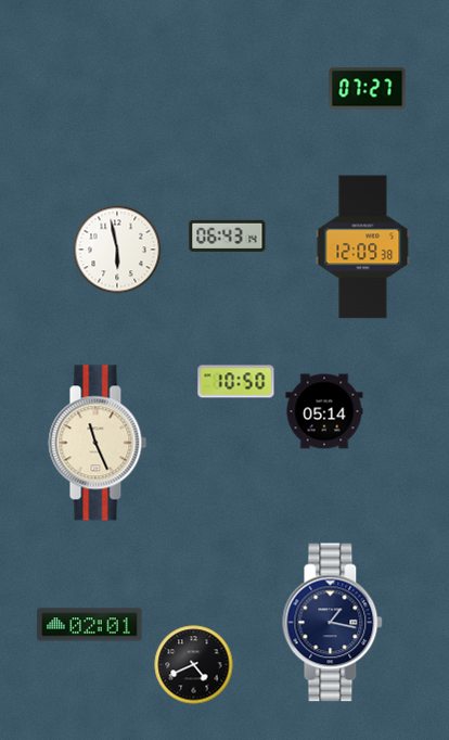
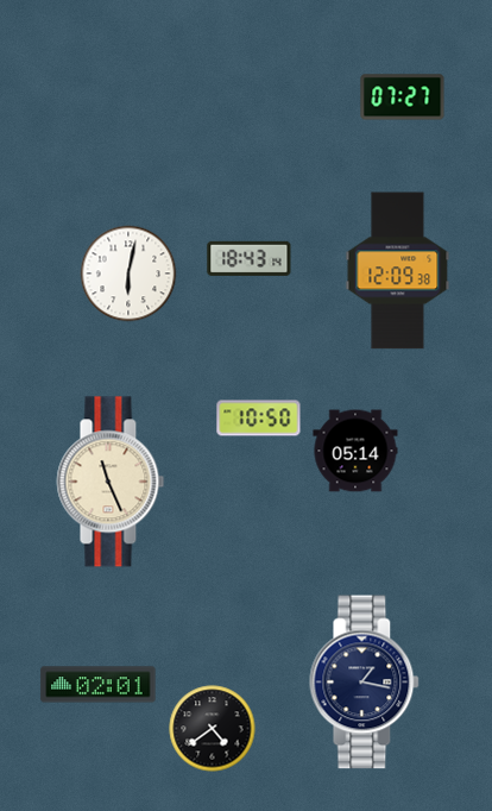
clock at (228, 235): 06:43 -> 18:43
clock at (117, 250): 5:58 -> 6:02
clock at (98, 443) position: (98, 443) -> (111, 482)
clock at (194, 665): 4:41 -> 4:39
